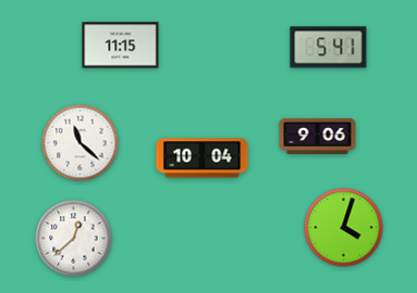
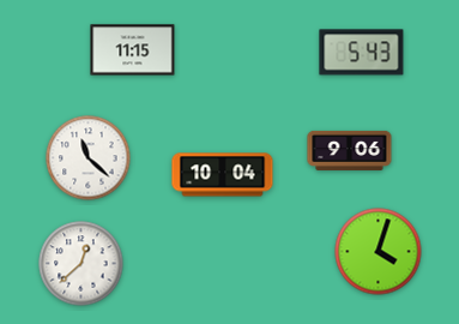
clock at (329, 48): 5:41 -> 5:43
